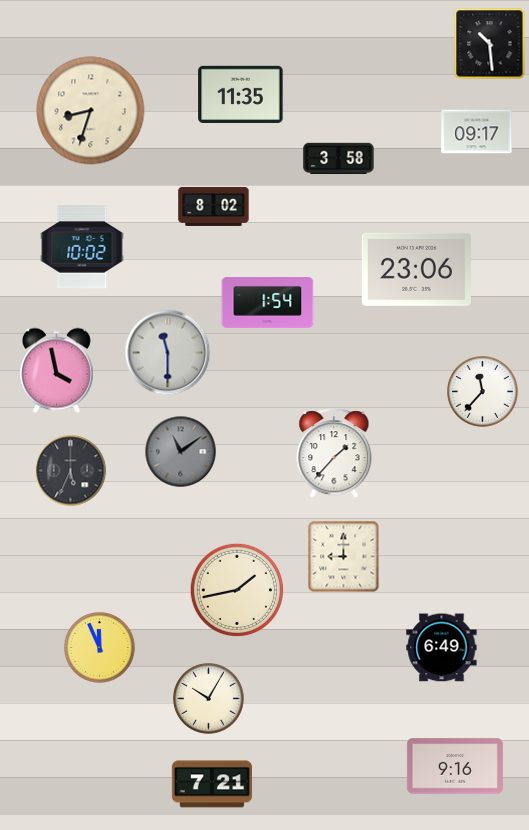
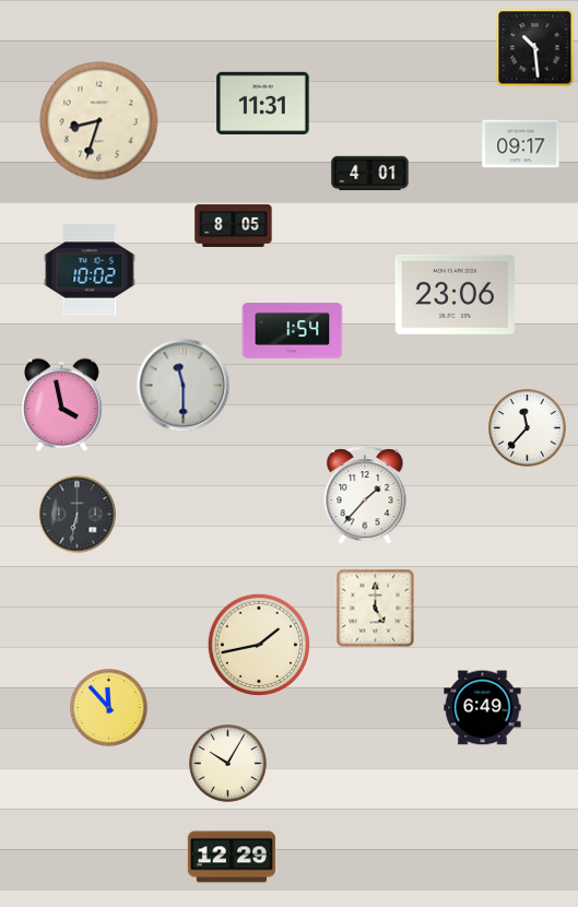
clock at (241, 94): 11:35 -> 11:31
clock at (339, 159): 3:58 -> 4:01
clock at (214, 206): 8:02 -> 8:05
clock at (181, 452): 11:09 -> none
clock at (71, 471): 5:34 -> 6:32
clock at (344, 557): 9:00 -> 5:00
clock at (100, 648): 11:56 -> 11:53
clock at (455, 766): 9:16 -> none
clock at (212, 784): 7:21 -> 12:29
